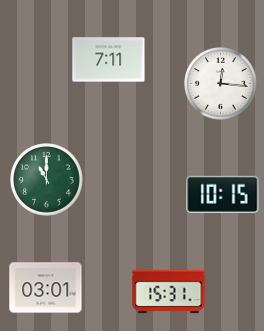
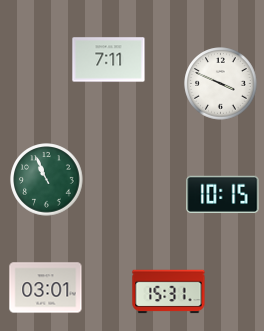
clock at (221, 84): 12:16 -> 3:49
clock at (47, 180): 11:00 -> 10:56
